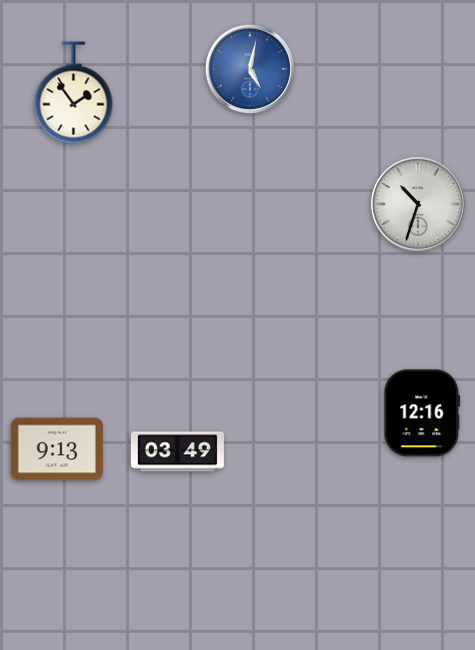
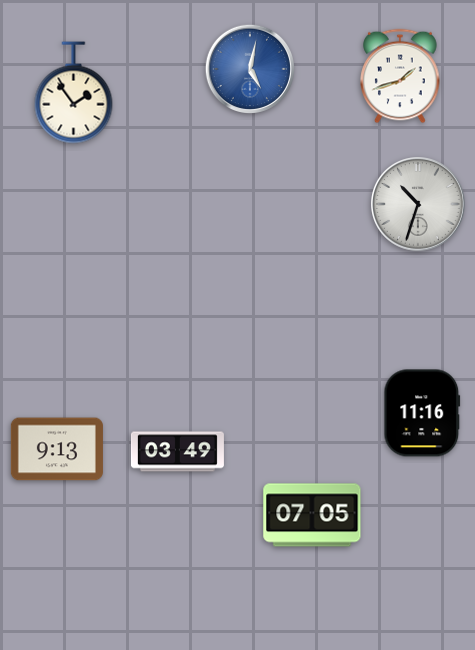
clock at (400, 76): none -> 1:42
clock at (422, 413): 12:16 -> 11:16
clock at (312, 515): none -> 07:05
